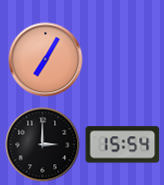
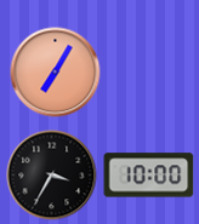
clock at (43, 145): 3:00 -> 3:35
clock at (123, 145): 15:54 -> 10:00
